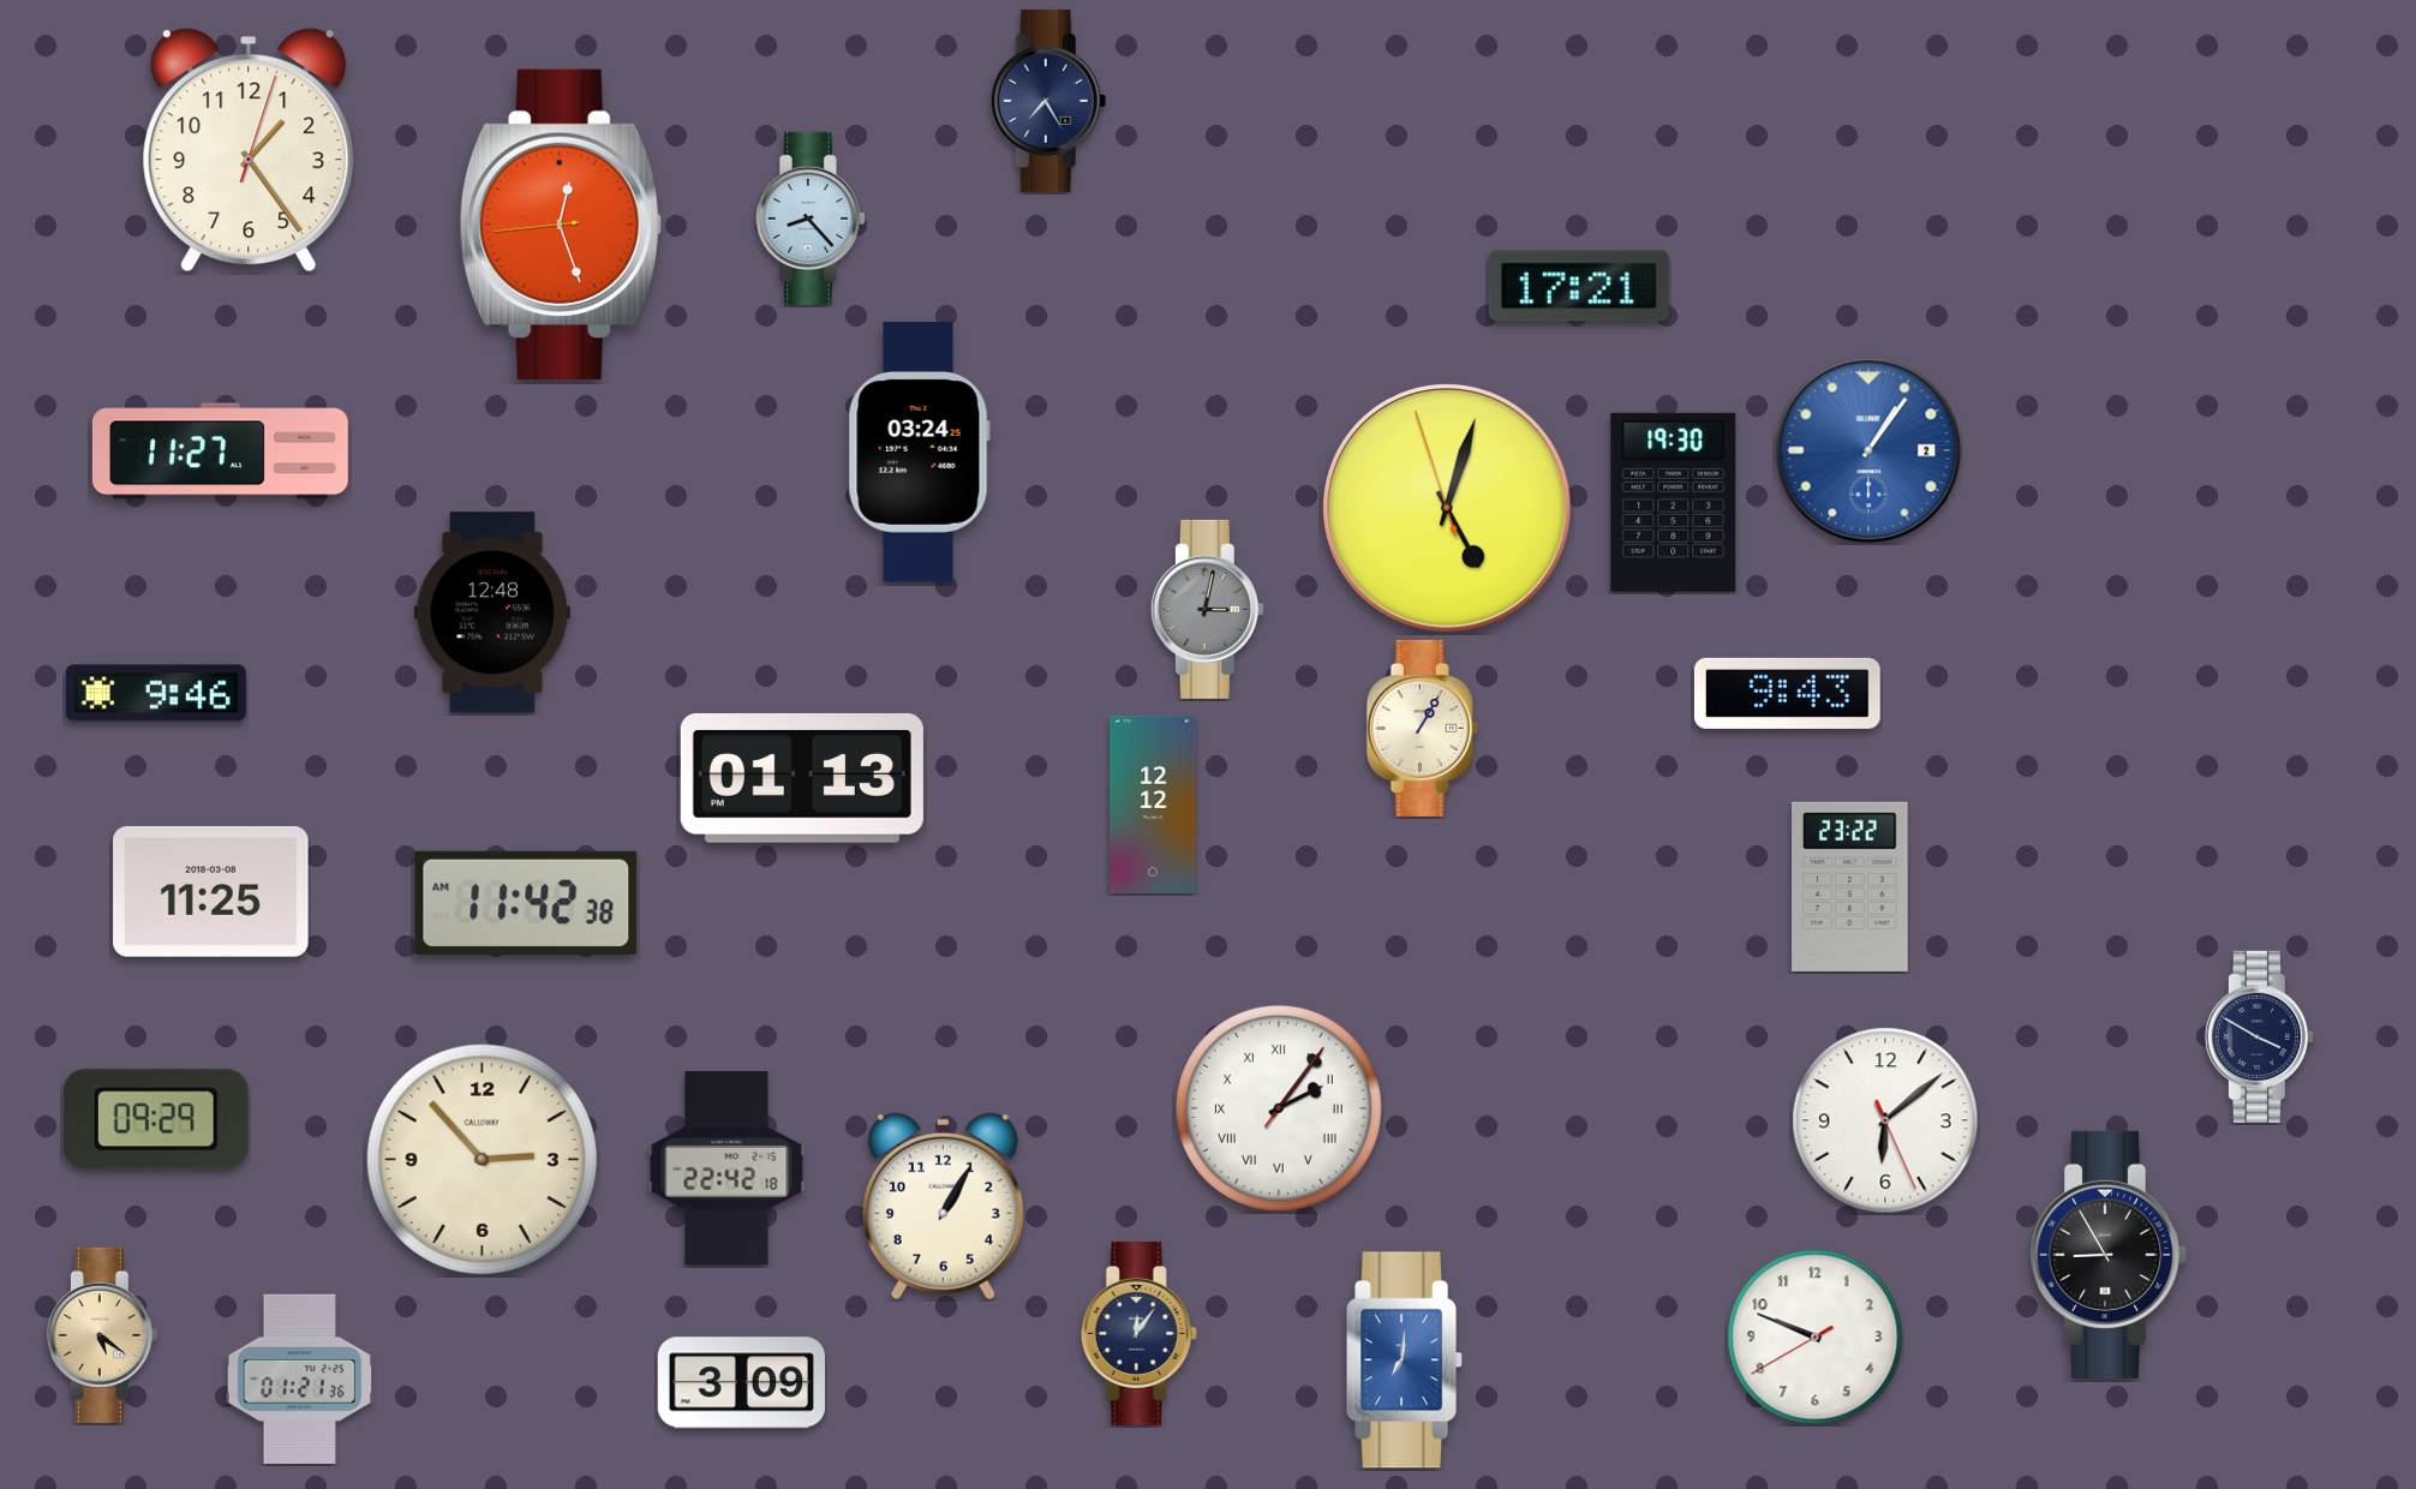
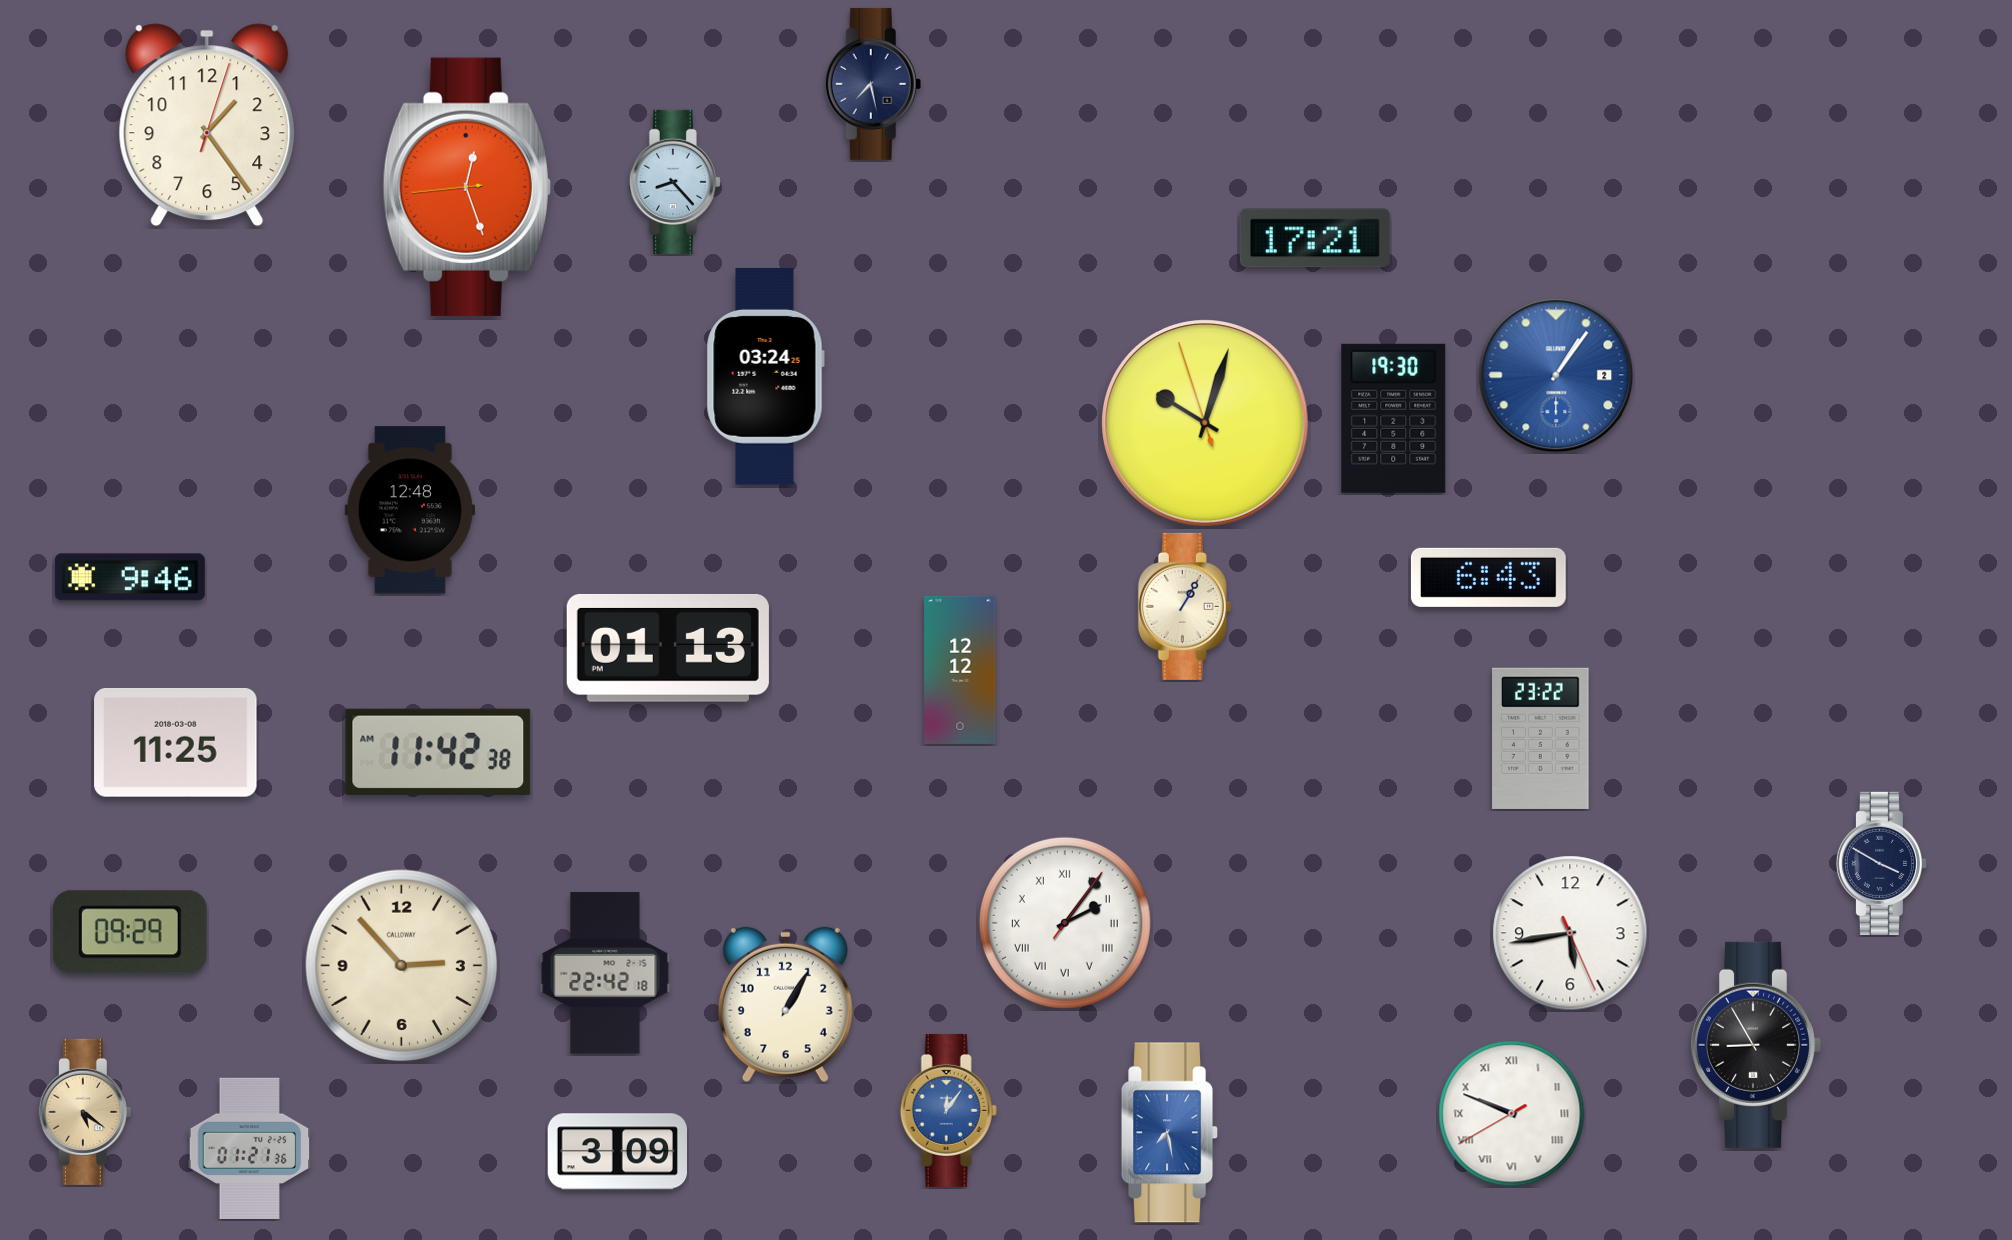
clock at (1048, 101): 7:25 -> 7:28
clock at (220, 452): 11:27 -> none
clock at (1448, 509): 5:02 -> 10:02
clock at (1207, 609): 3:02 -> none
clock at (1787, 693): 9:43 -> 6:43
clock at (1885, 1120): 6:08 -> 5:43
clock at (1138, 1333) dial: navy -> blue
clock at (1816, 1338) numerals: Arabic -> Roman
clock at (1405, 1361): 7:01 -> 7:28
